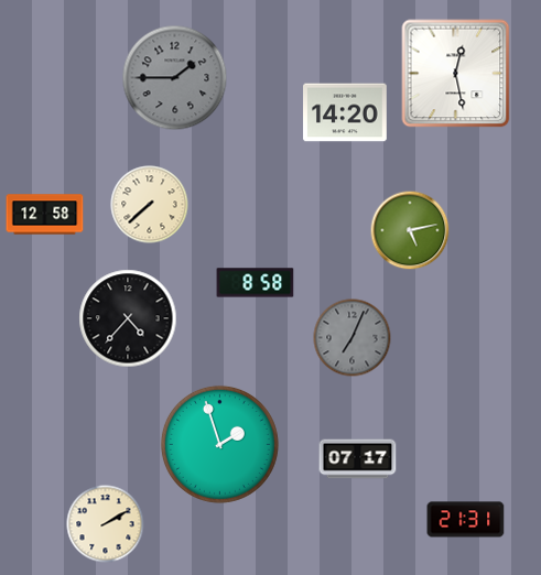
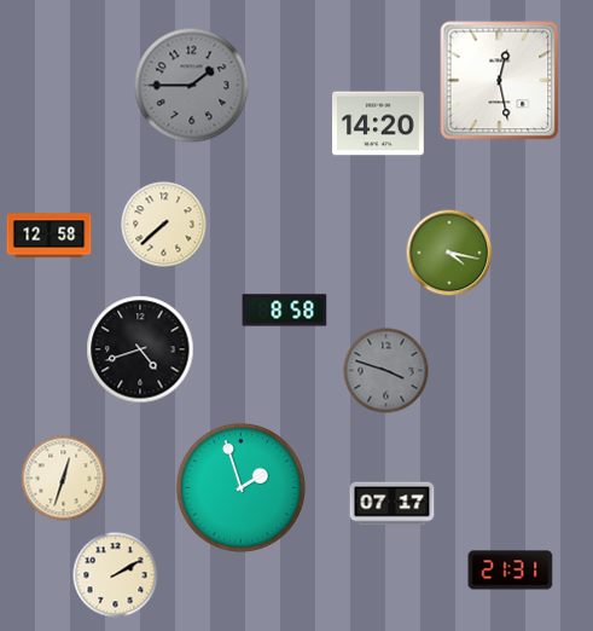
clock at (410, 230): 5:13 -> 4:17
clock at (256, 283) position: (256, 283) -> (285, 311)
clock at (128, 318): 4:37 -> 4:42
clock at (353, 338): 7:04 -> 3:48
clock at (64, 479): none -> 12:33
